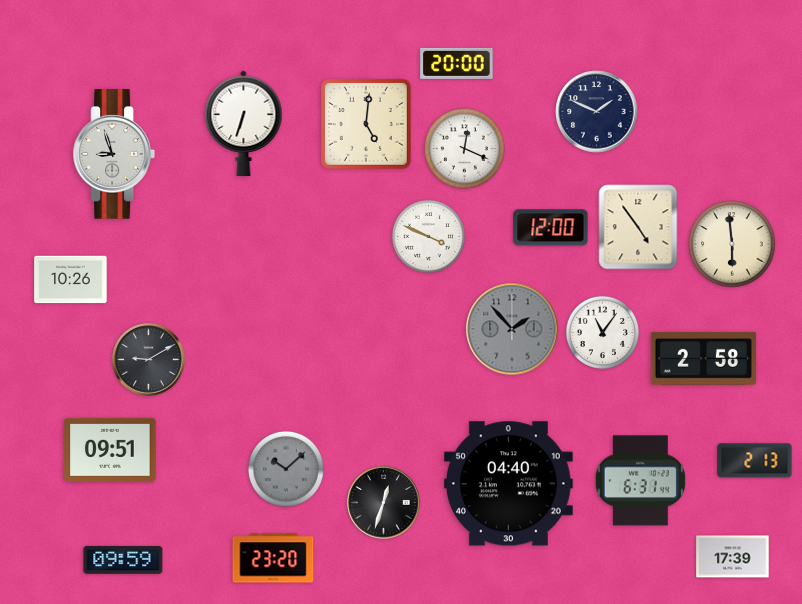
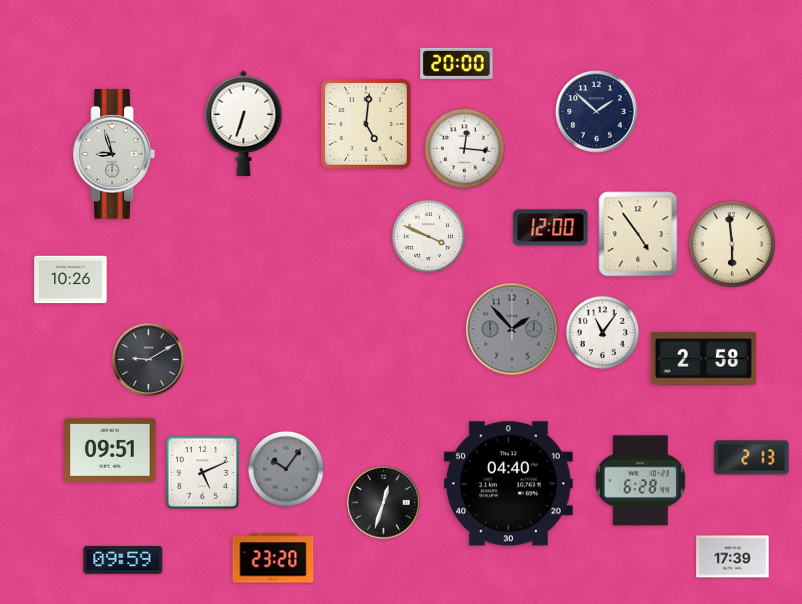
clock at (597, 112): 1:49 -> 1:52
clock at (465, 149): 12:19 -> 12:16
clock at (638, 227) position: (638, 227) -> (638, 234)
clock at (755, 461) position: (755, 461) -> (752, 458)
clock at (286, 469): 10:08 -> 10:06
clock at (202, 472): none -> 5:11
clock at (640, 481): 6:31 -> 6:28
